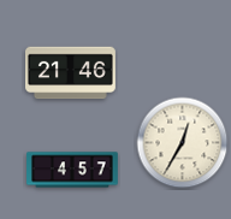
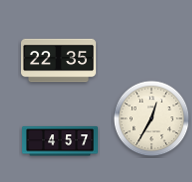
clock at (71, 73): 21:46 -> 22:35
